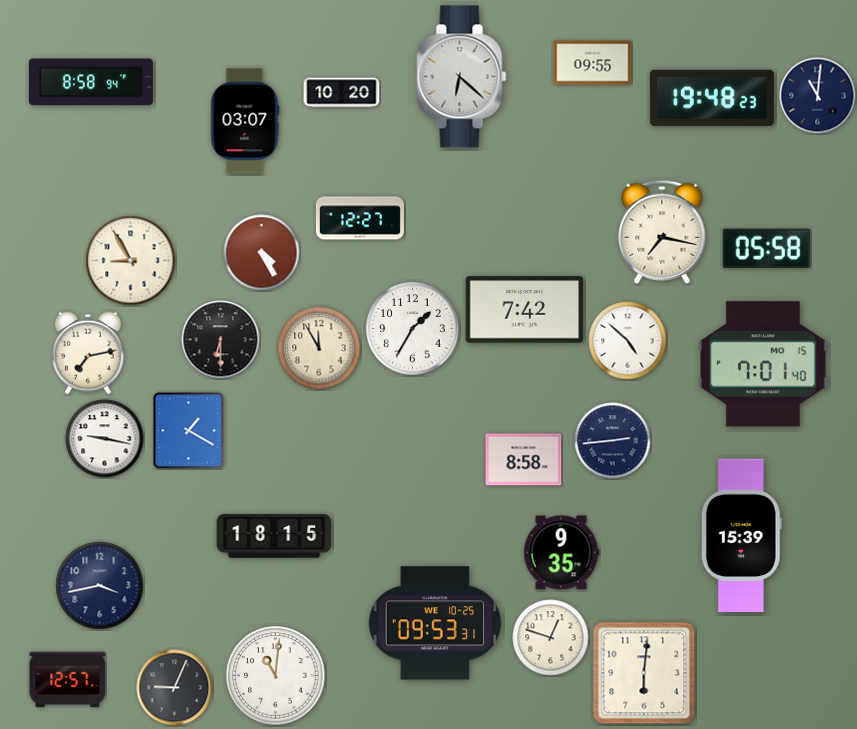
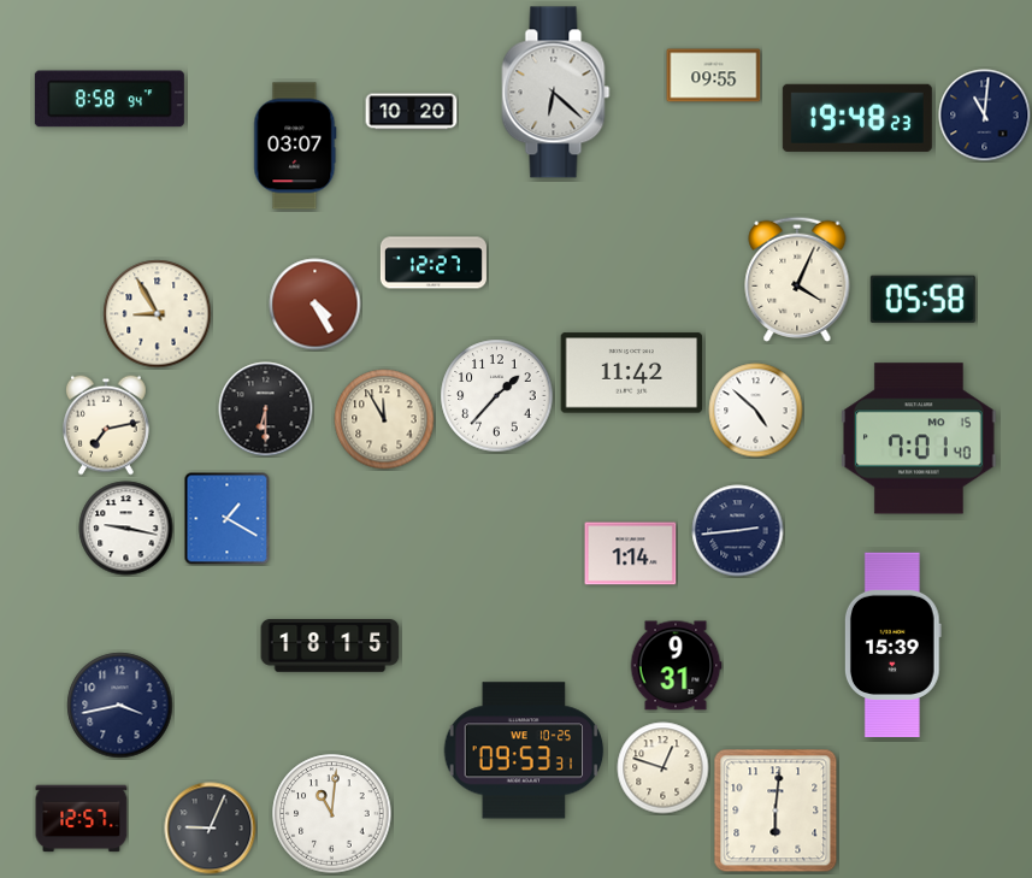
clock at (662, 232): 7:17 -> 4:04
clock at (525, 310): 7:42 -> 11:42
clock at (413, 329): 1:35 -> 1:37
clock at (524, 460): 8:58 -> 1:14
clock at (561, 553): 9:35 -> 9:31
